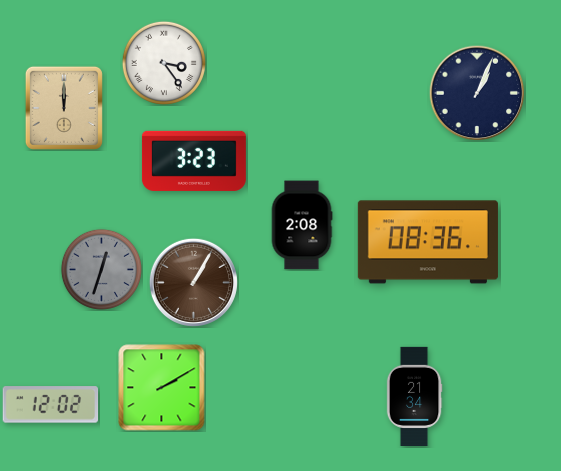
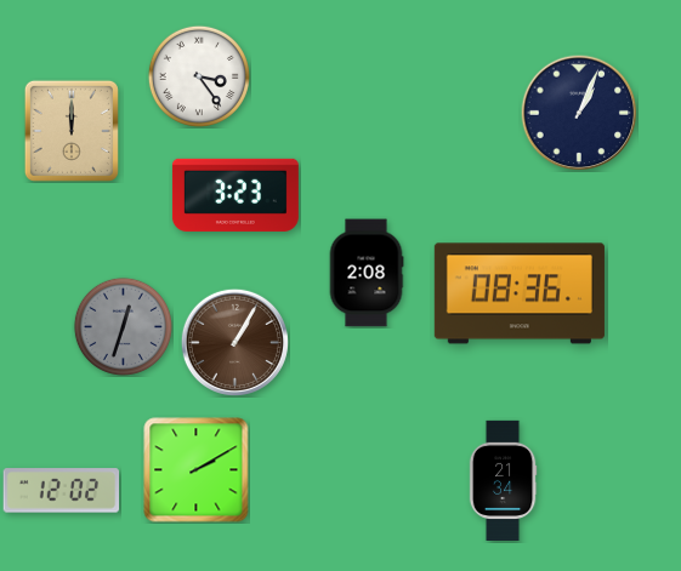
clock at (64, 108) position: (64, 108) -> (72, 131)
